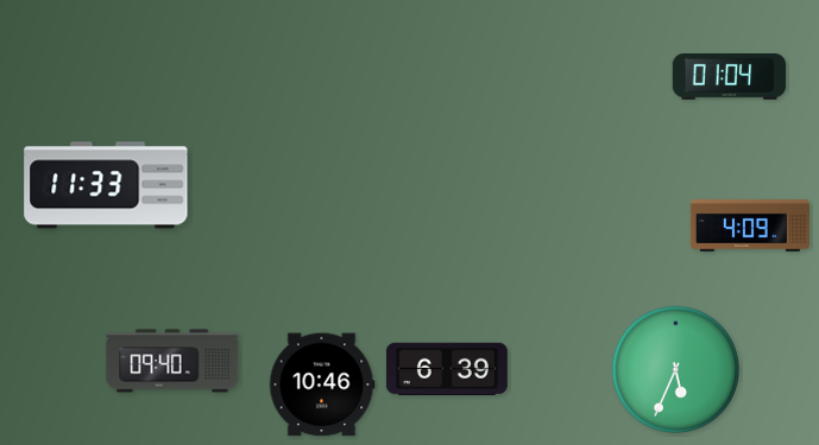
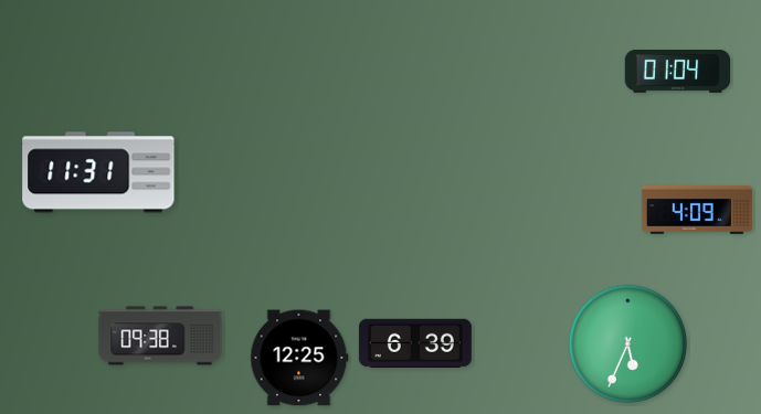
clock at (106, 185): 11:33 -> 11:31
clock at (172, 361): 09:40 -> 09:38
clock at (322, 384): 10:46 -> 12:25
